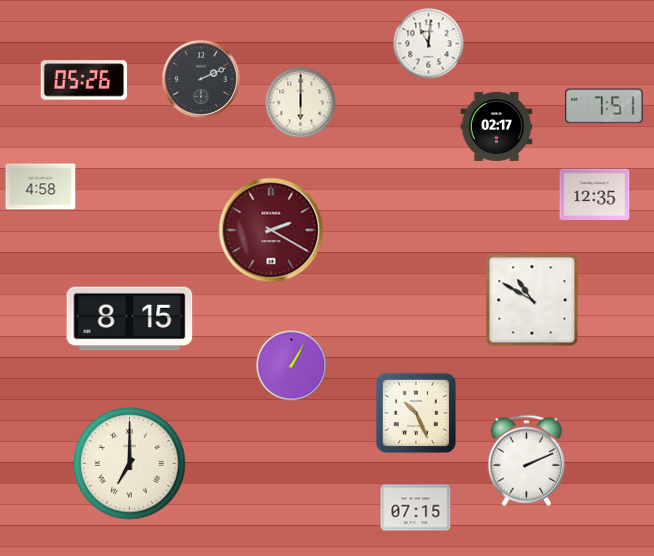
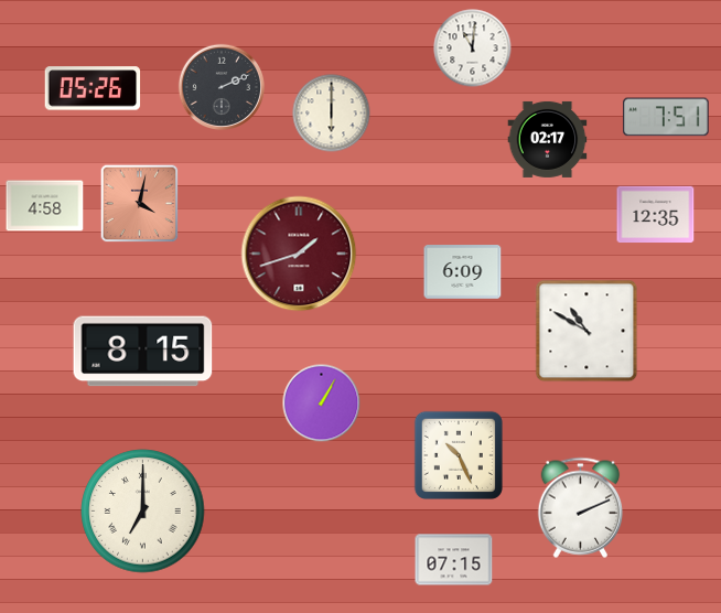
clock at (140, 204): none -> 4:02
clock at (271, 230): 2:20 -> 1:42
clock at (463, 272): none -> 6:09
clock at (416, 508) position: (416, 508) -> (454, 560)
